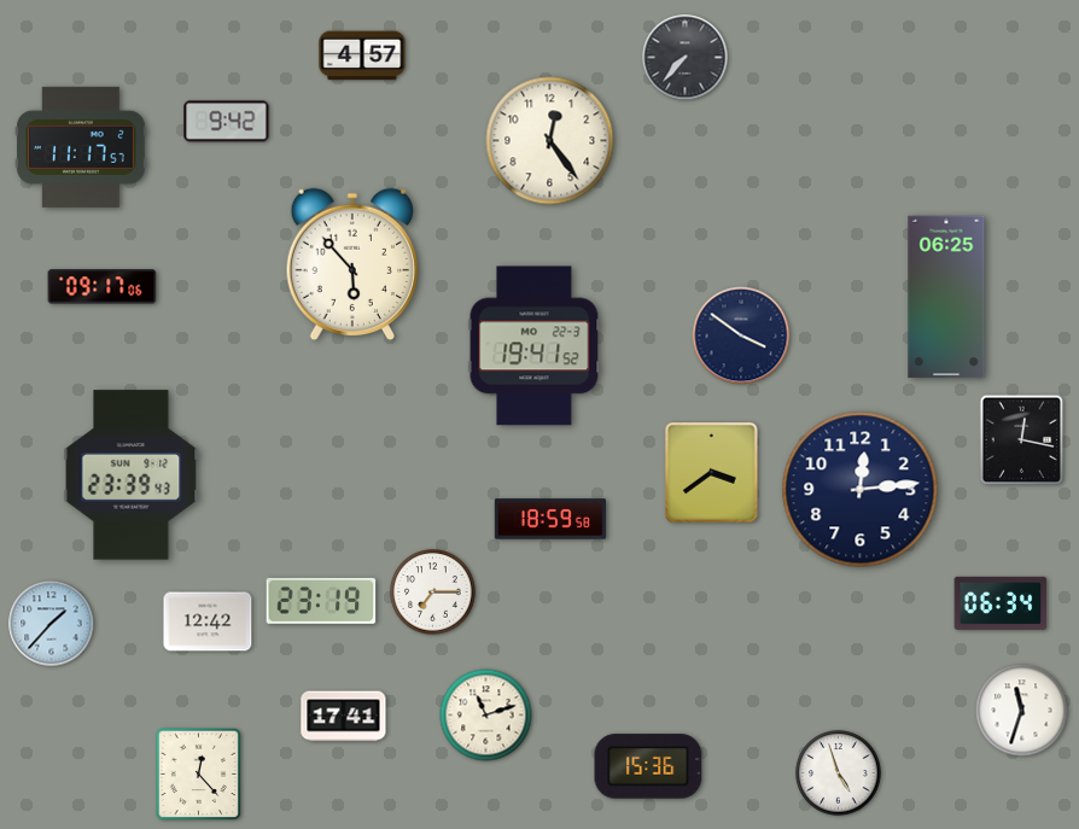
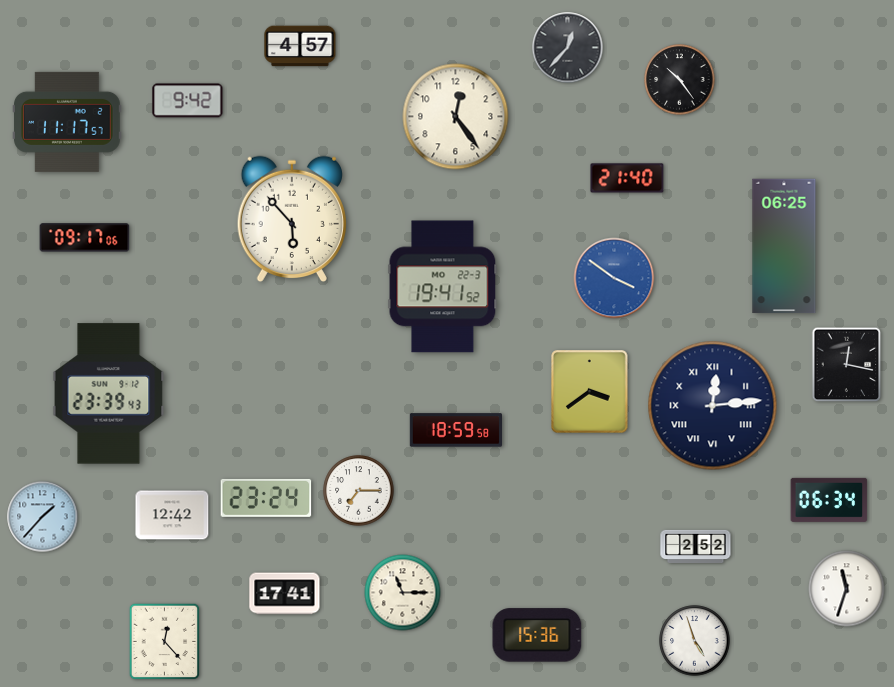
clock at (686, 58): 7:37 -> 12:37
clock at (680, 80): none -> 10:24
clock at (627, 178): none -> 21:40
clock at (741, 335) dial: navy -> blue
clock at (861, 490) numerals: Arabic -> Roman
clock at (321, 601): 23:19 -> 23:24
clock at (696, 546): none -> 2:52
clock at (486, 716): 11:12 -> 11:15
